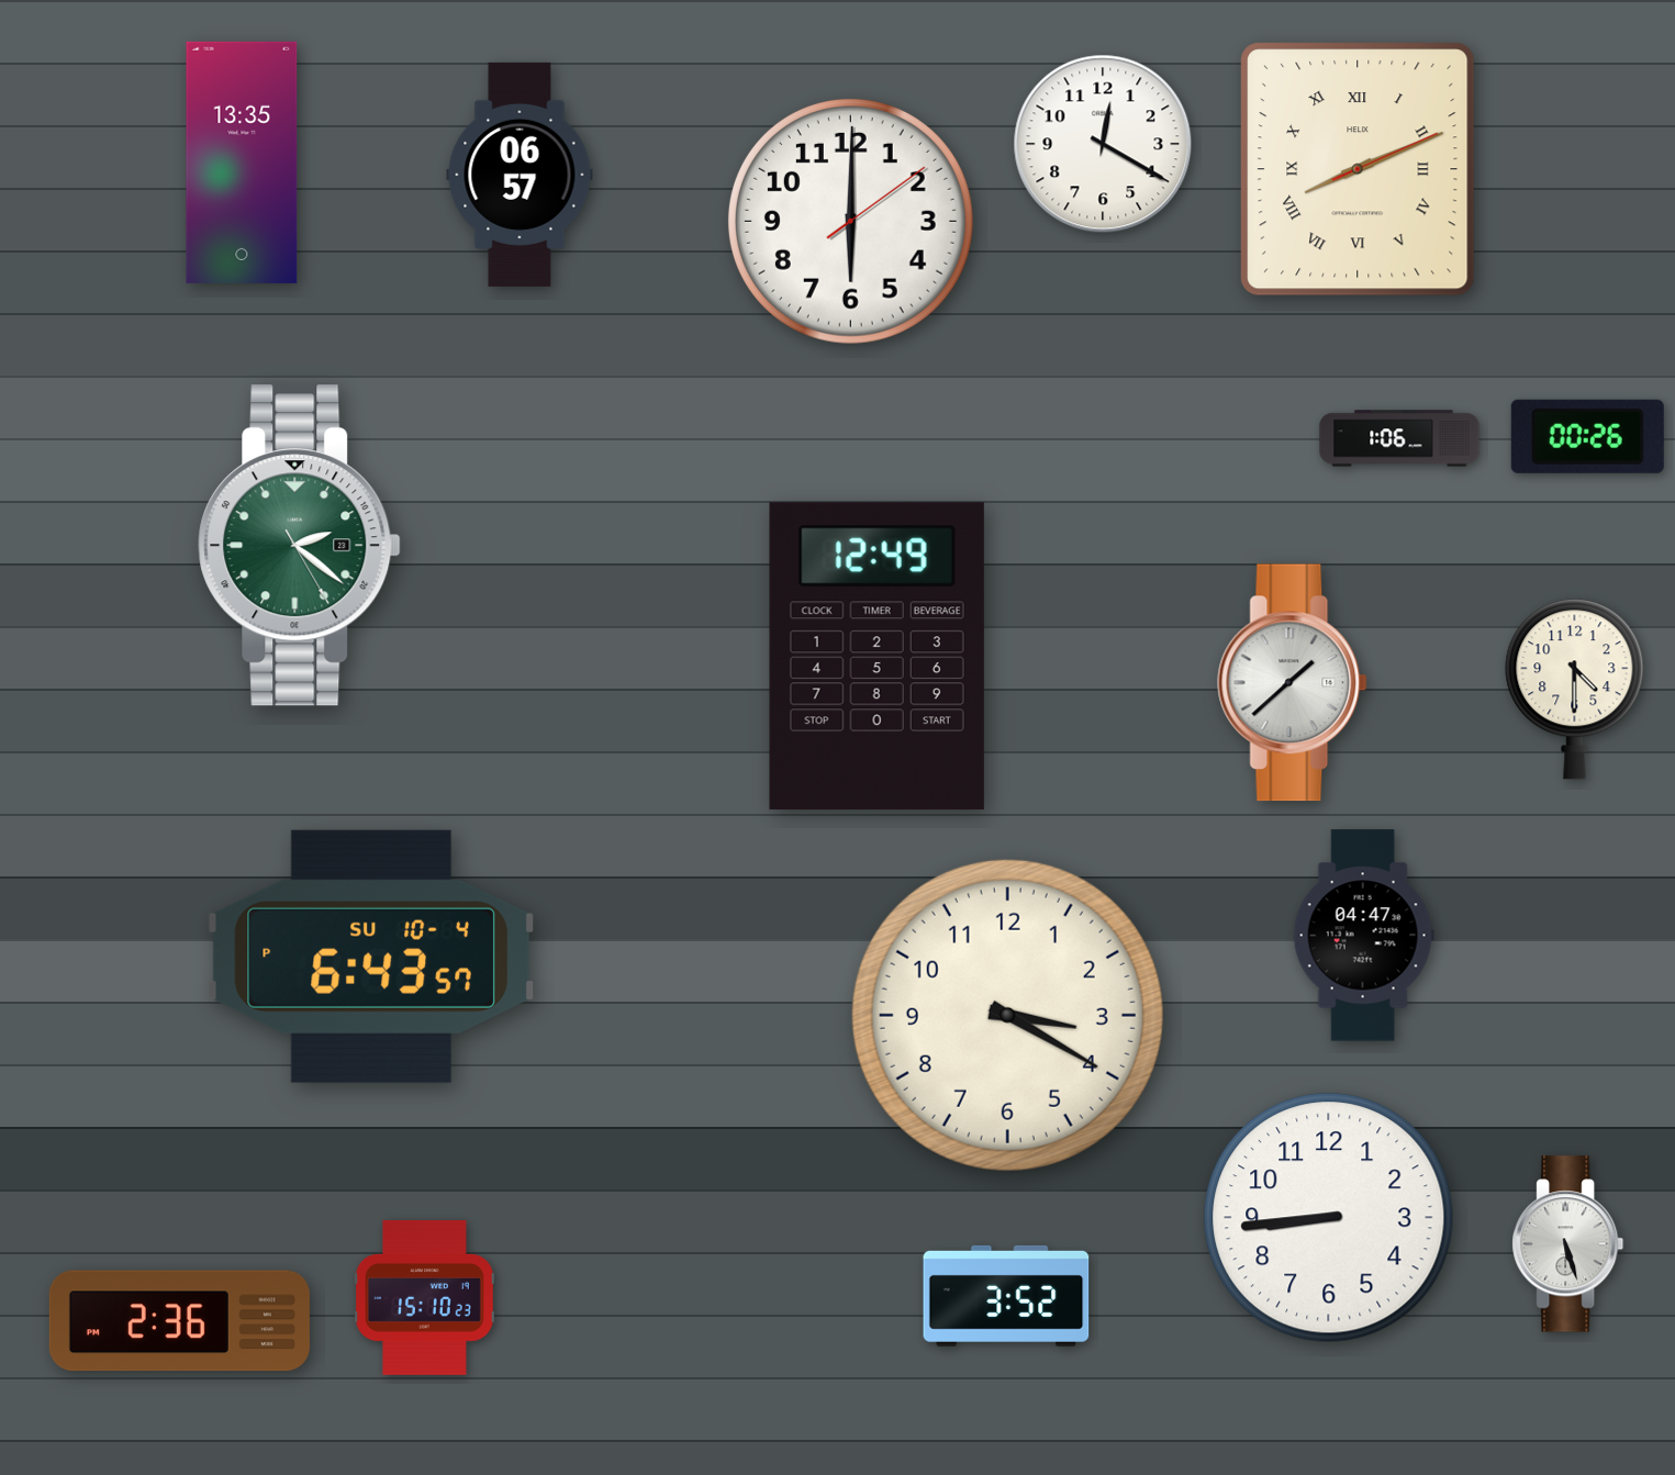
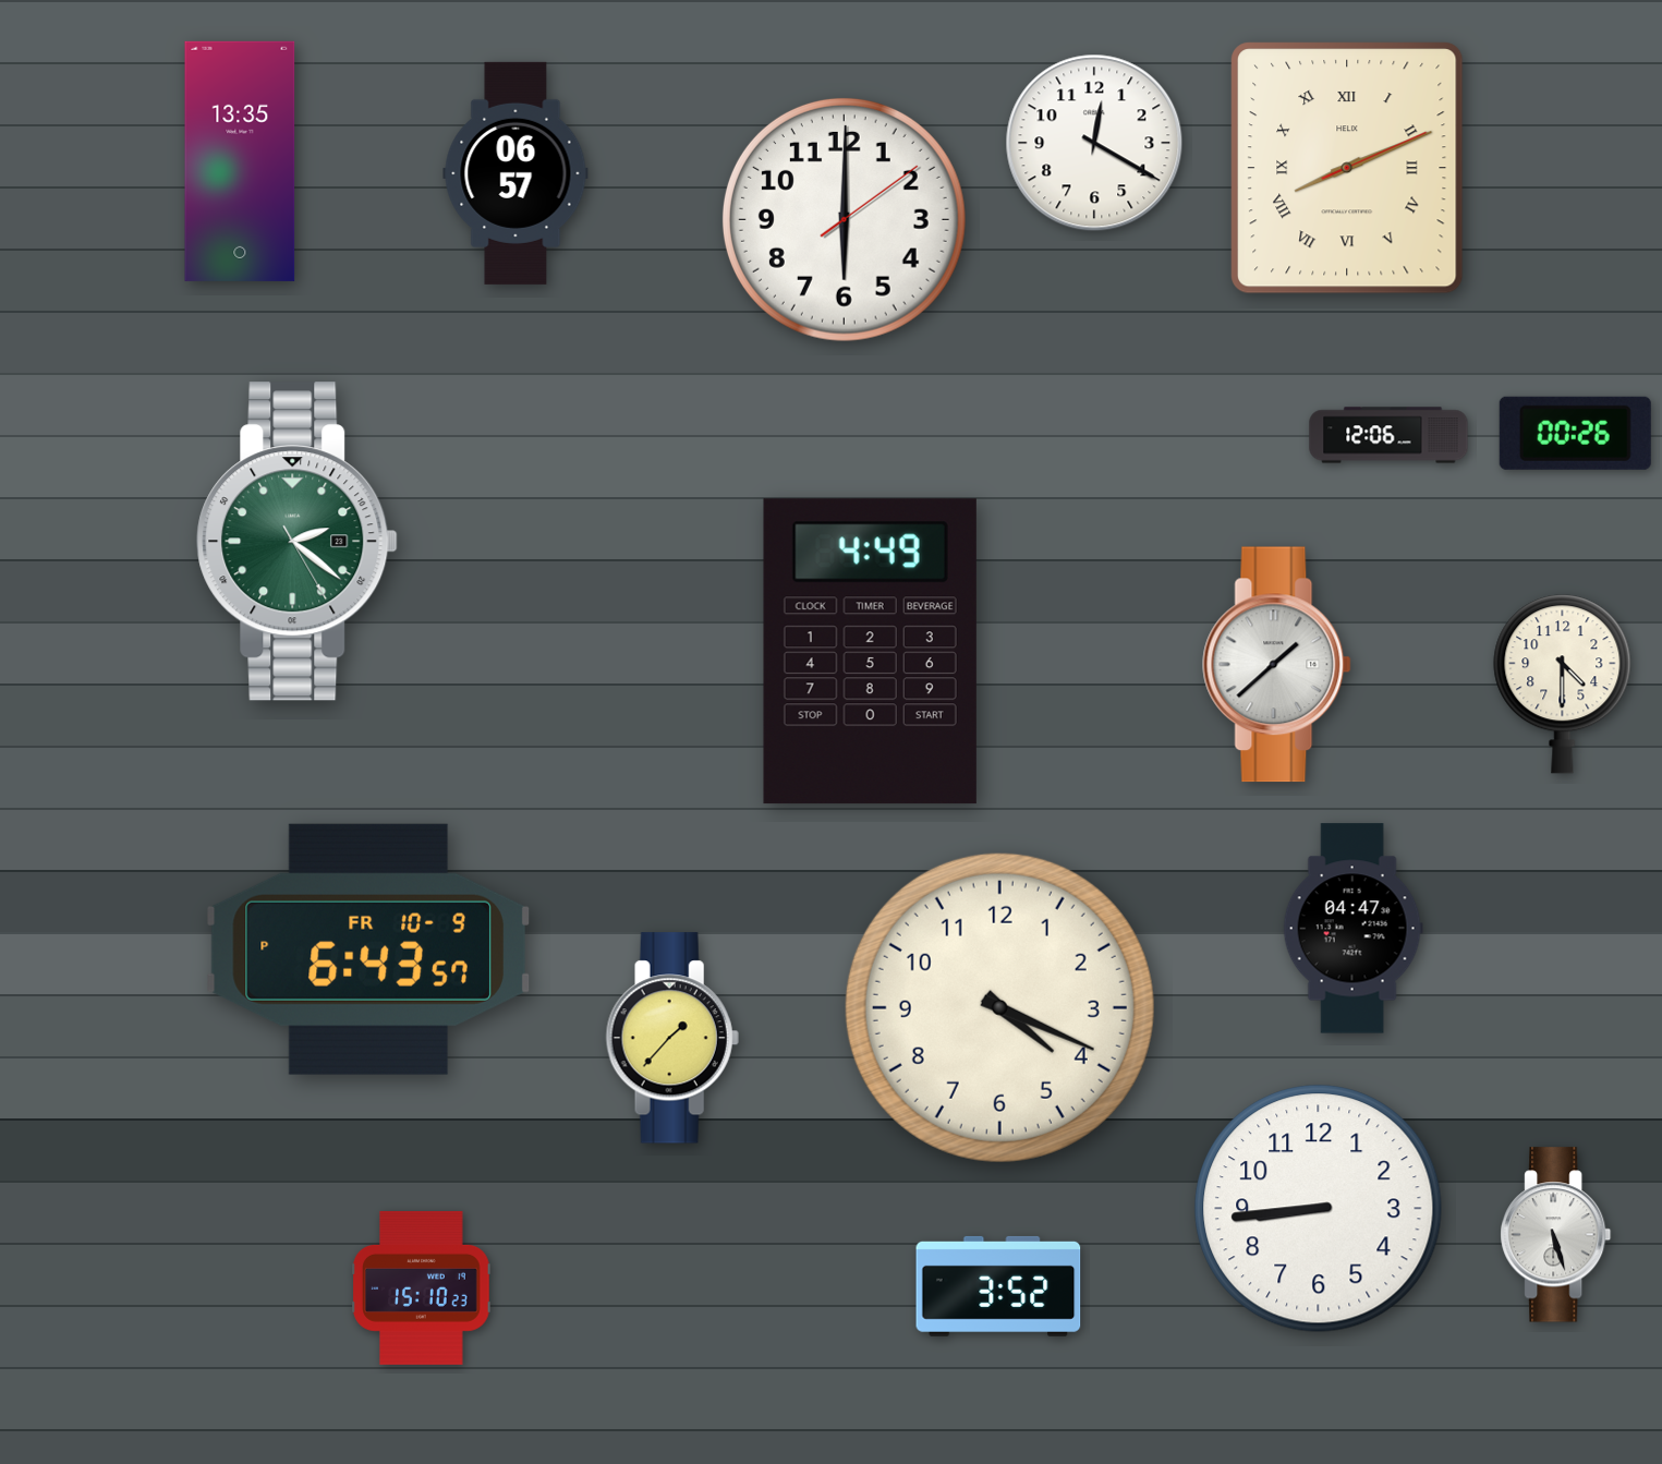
clock at (1399, 438): 1:06 -> 12:06
clock at (876, 657): 12:49 -> 4:49
clock at (1293, 683) position: (1293, 683) -> (1277, 665)
clock at (371, 957) date: SU 10-4 -> FR 10-9
clock at (1007, 1015): 3:20 -> 4:19
clock at (672, 1038): none -> 1:37
clock at (179, 1321): 2:36 -> none
